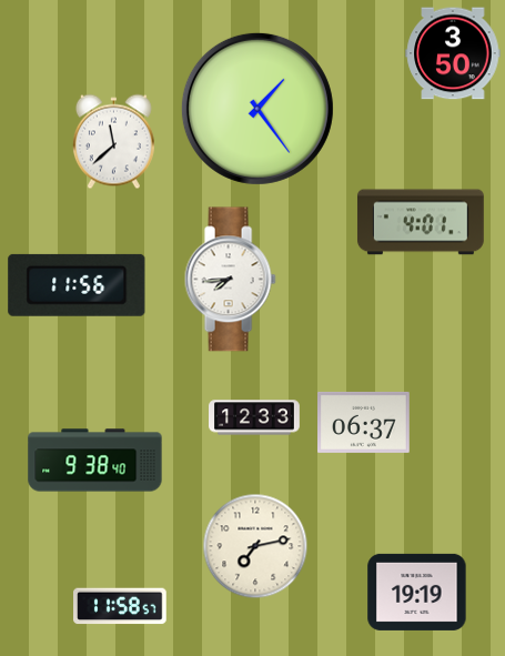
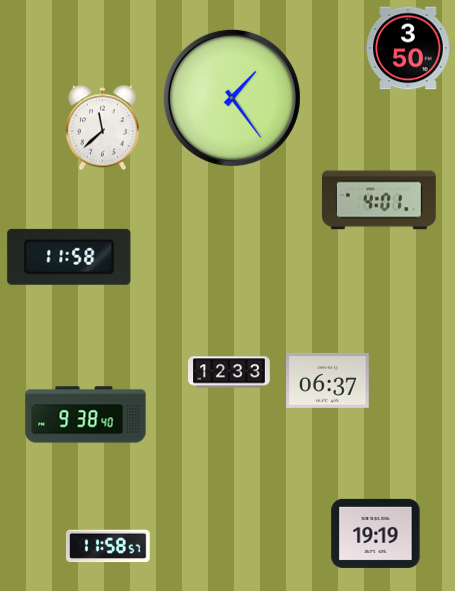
clock at (230, 280): 7:44 -> none
clock at (77, 285): 11:56 -> 11:58
clock at (255, 417) position: (255, 417) -> (230, 372)
clock at (255, 546): 7:13 -> none
